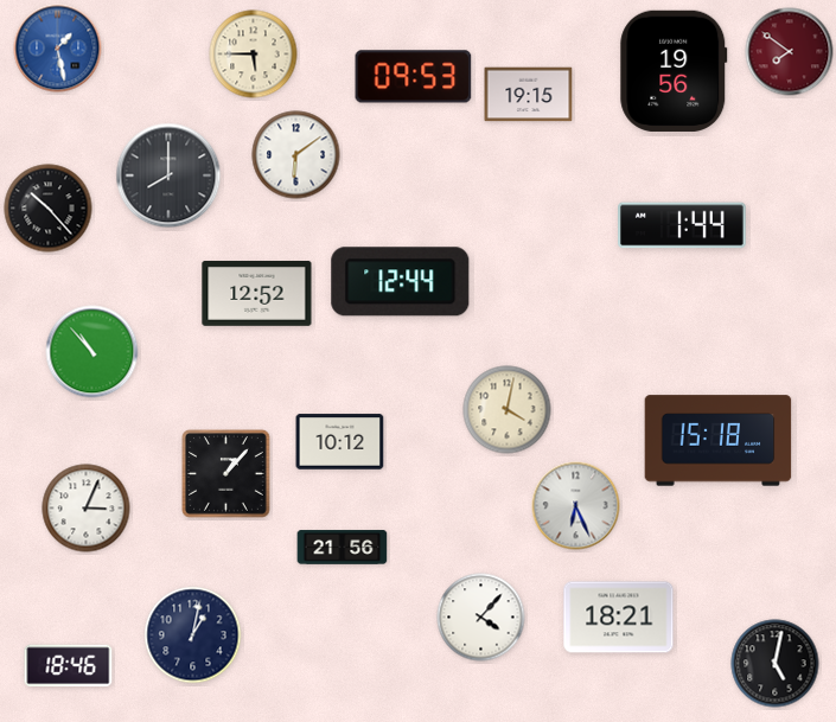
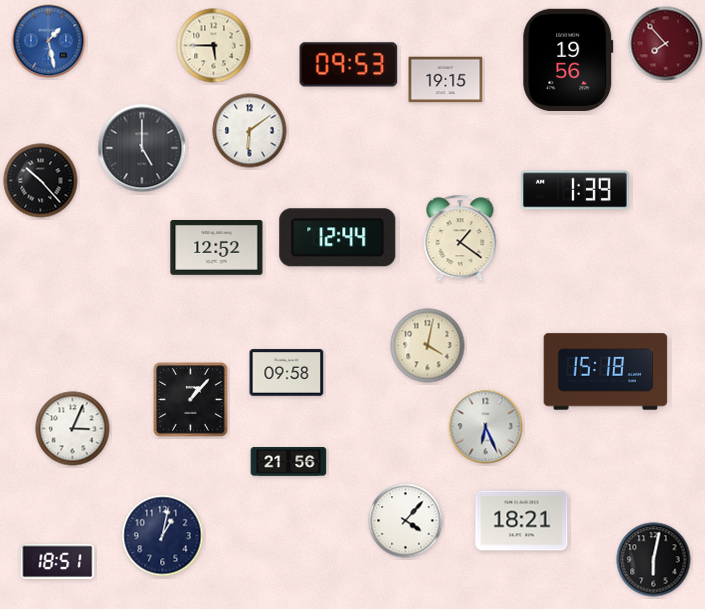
clock at (790, 52): 7:51 -> 7:53
clock at (168, 175): 8:00 -> 5:00
clock at (49, 209) position: (49, 209) -> (41, 181)
clock at (683, 225): 1:44 -> 1:39
clock at (460, 238): none -> 1:21
clock at (92, 352): 10:53 -> none
clock at (340, 442): 10:12 -> 09:58
clock at (776, 664): 5:02 -> 6:02
clock at (69, 666): 18:46 -> 18:51
